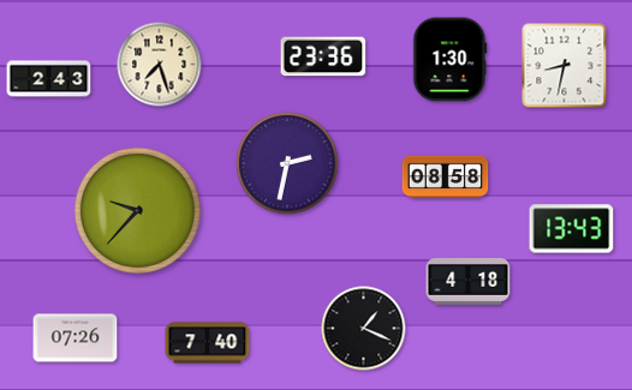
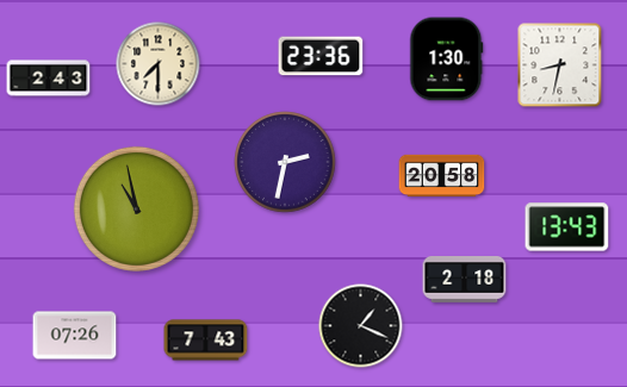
clock at (160, 65): 7:27 -> 7:30
clock at (446, 178): 08:58 -> 20:58
clock at (137, 210): 9:37 -> 10:58
clock at (469, 282): 4:18 -> 2:18
clock at (208, 343): 7:40 -> 7:43
